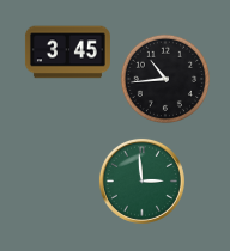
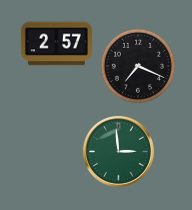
clock at (67, 53): 3:45 -> 2:57
clock at (165, 79): 10:44 -> 7:19
